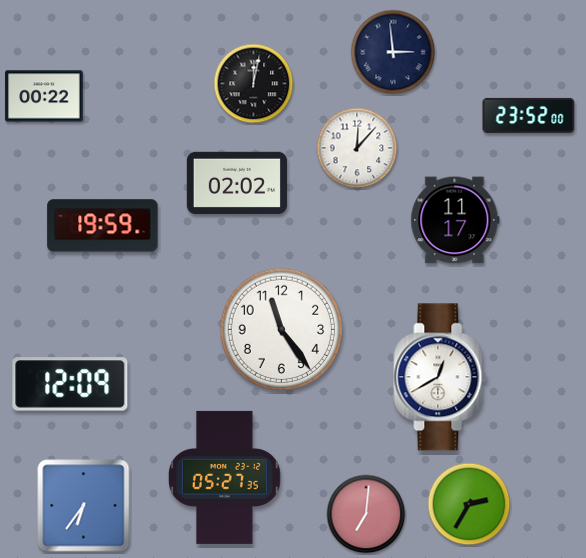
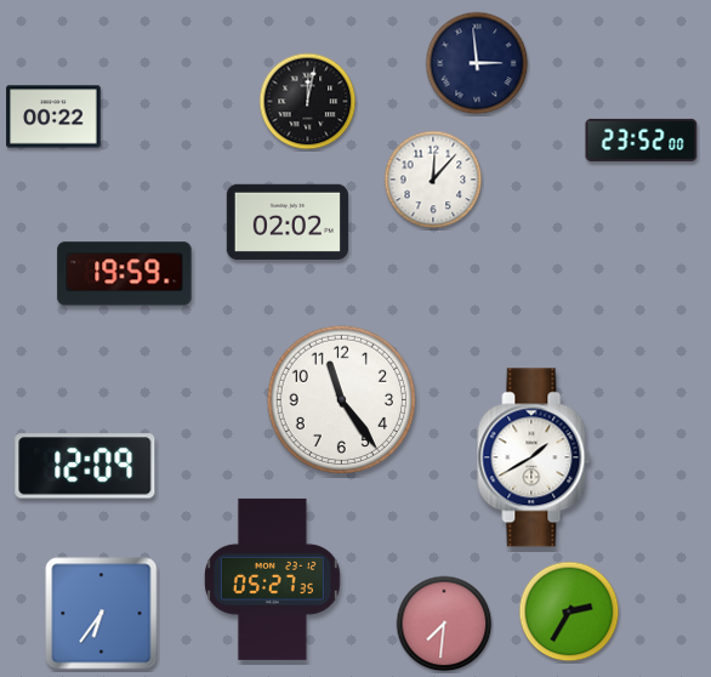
clock at (455, 220): 11:17 -> none
clock at (440, 377): 12:40 -> 1:40
clock at (366, 514): 7:01 -> 7:31
